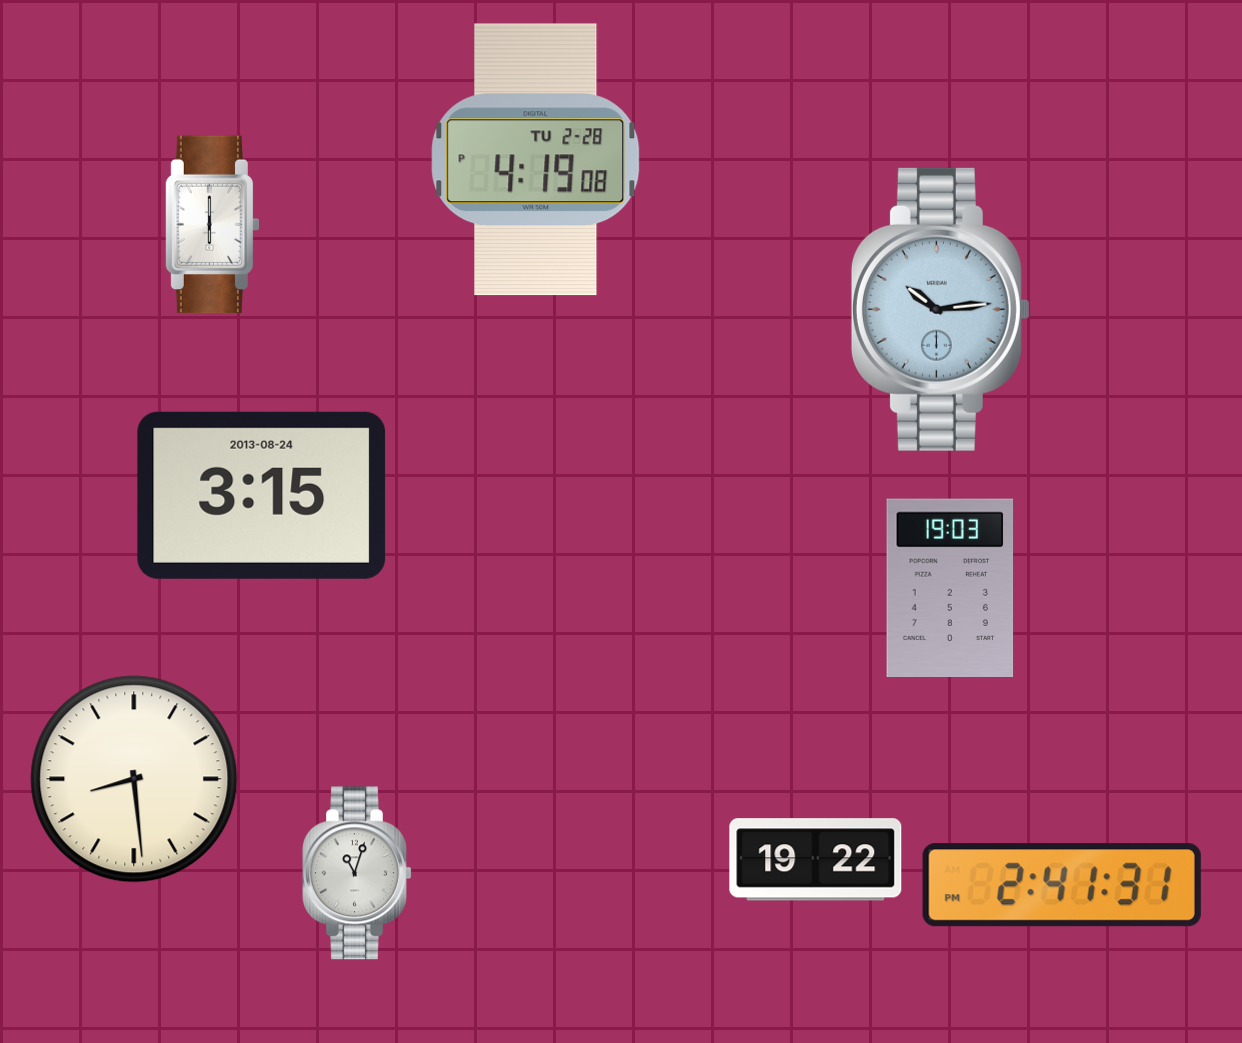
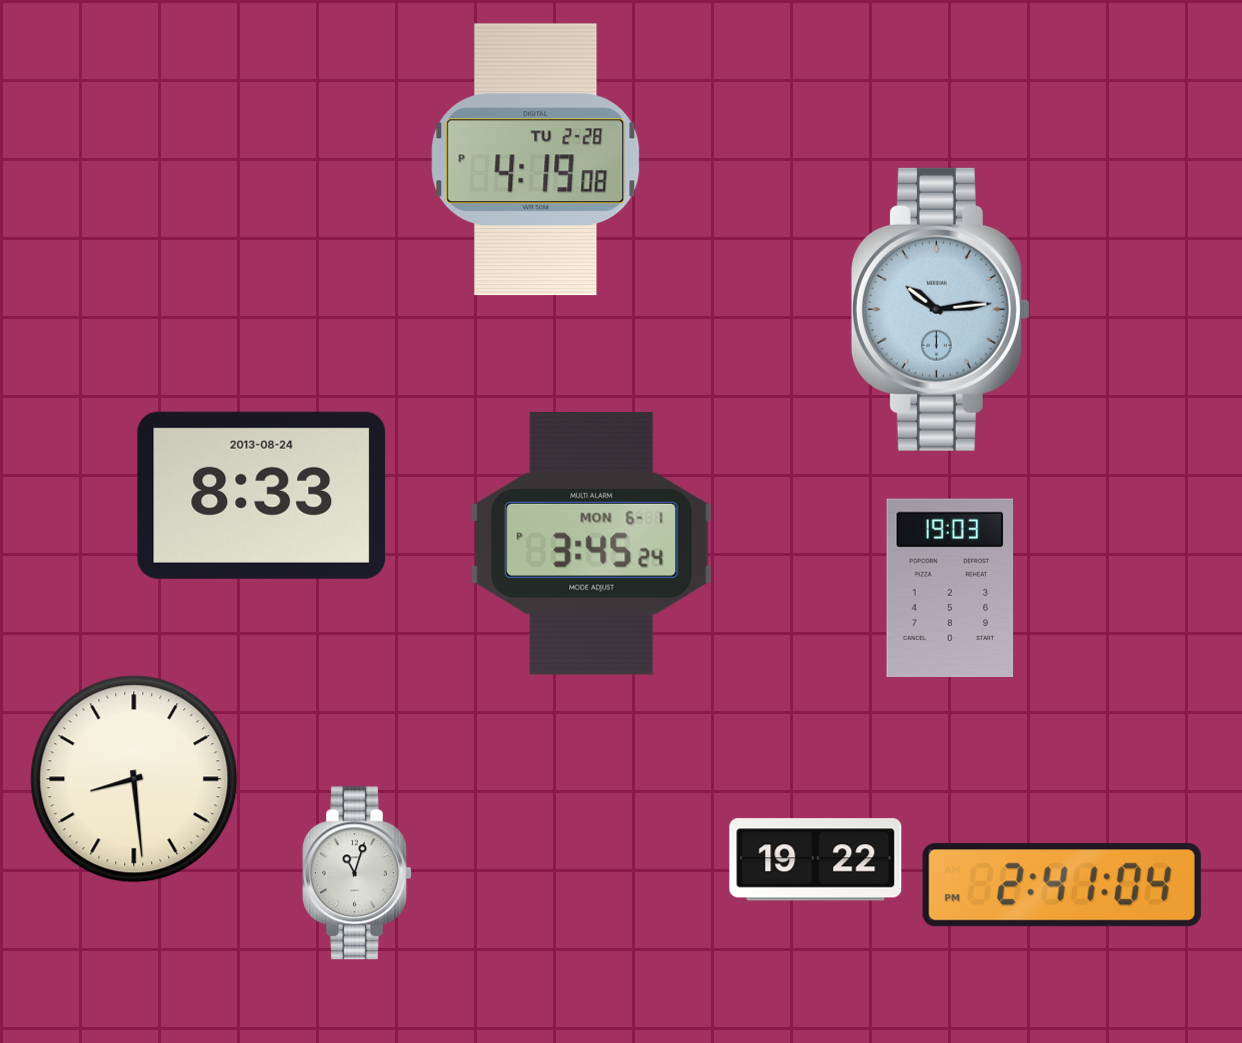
clock at (212, 225): 6:00 -> none
clock at (262, 495): 3:15 -> 8:33
clock at (592, 543): none -> 3:45
clock at (1062, 885): 2:41:31 PM -> 2:41:04 PM
